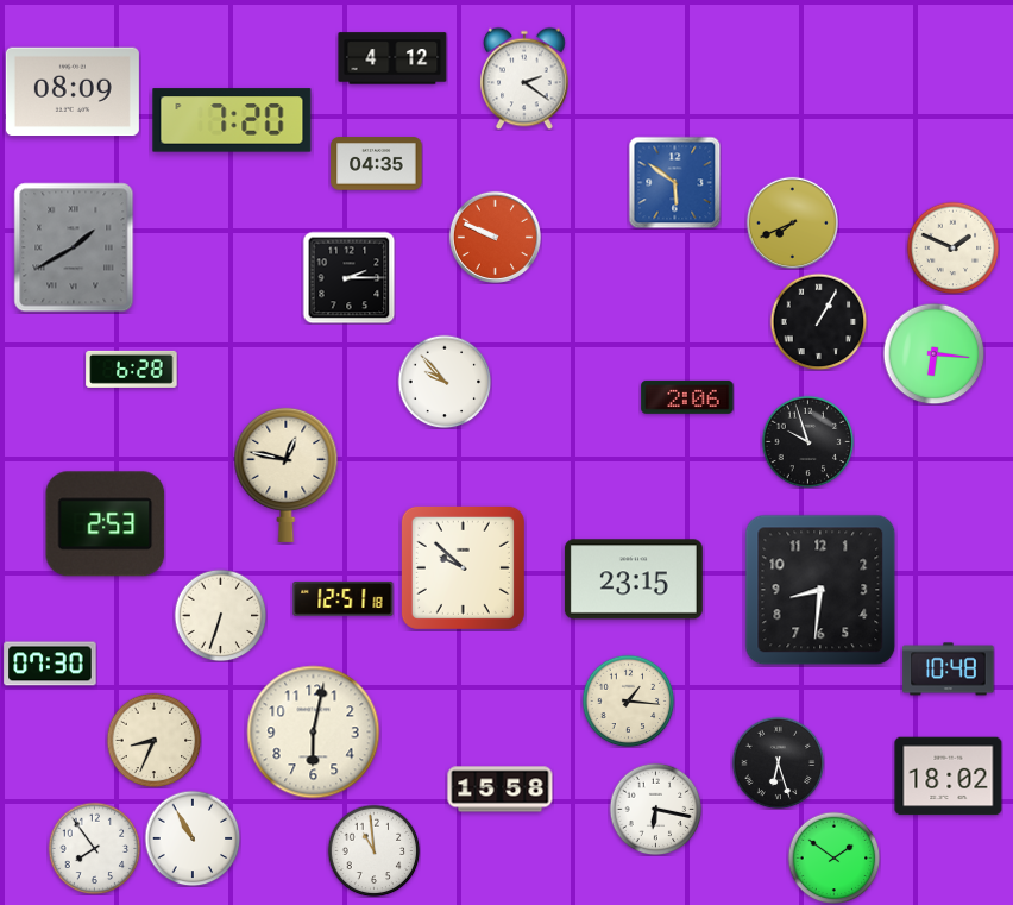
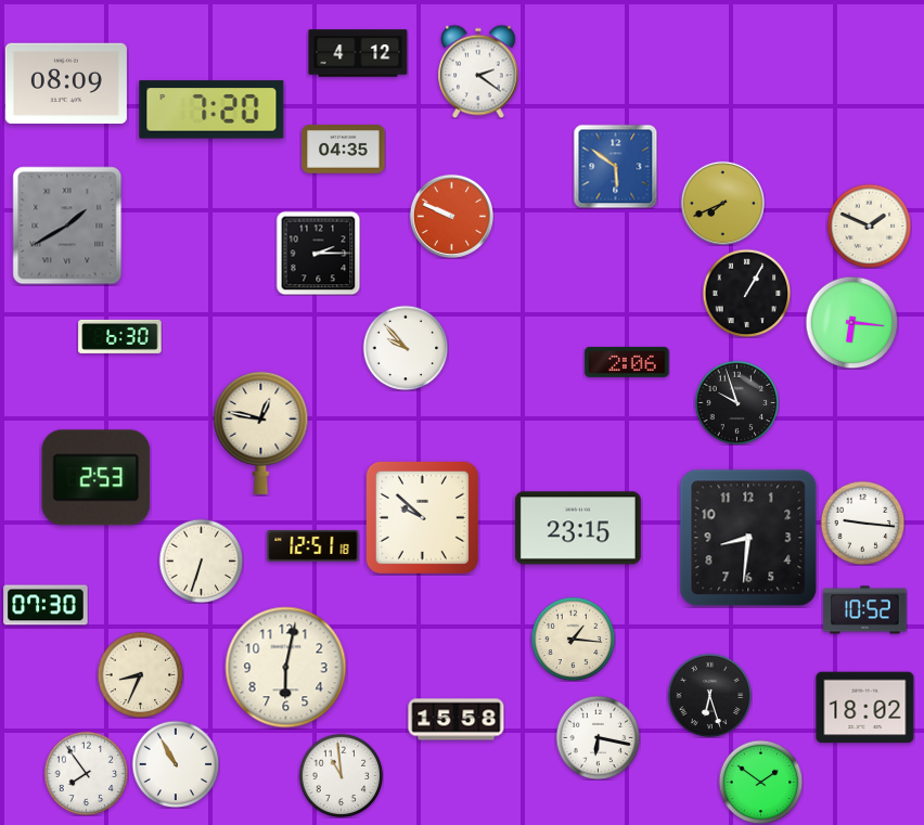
clock at (132, 369): 6:28 -> 6:30
clock at (862, 523): none -> 9:16
clock at (949, 670): 10:48 -> 10:52
